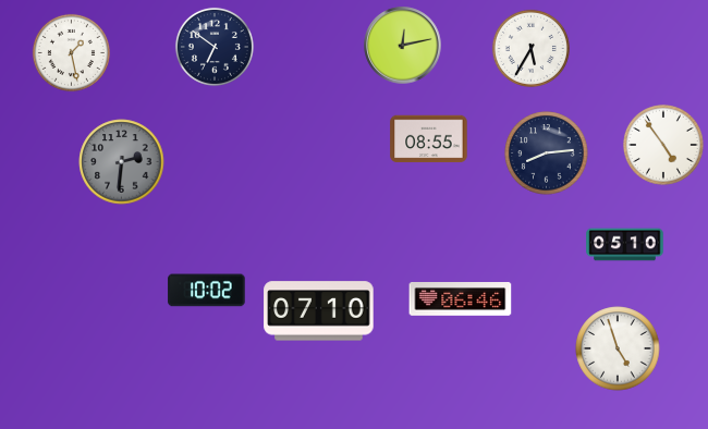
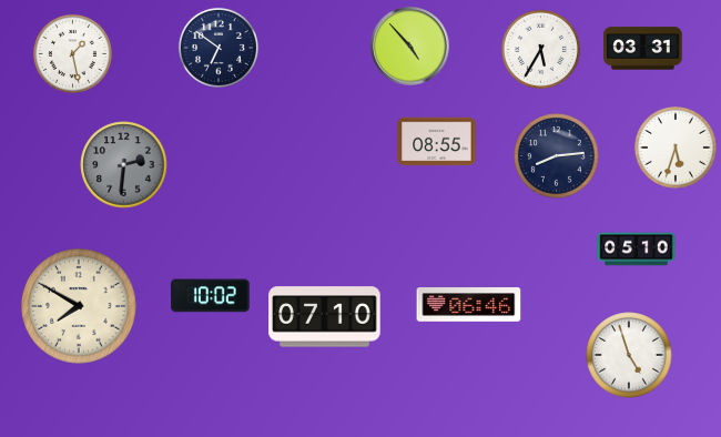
clock at (403, 46): 12:13 -> 4:53
clock at (643, 49): none -> 03:31
clock at (664, 146): 4:54 -> 5:33
clock at (80, 307): none -> 7:50
